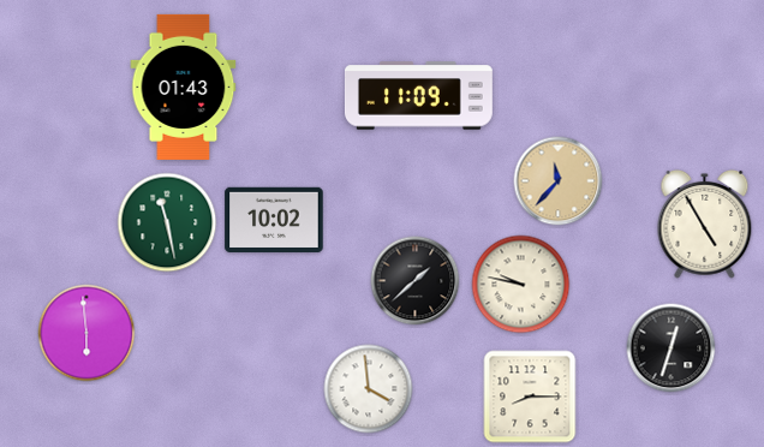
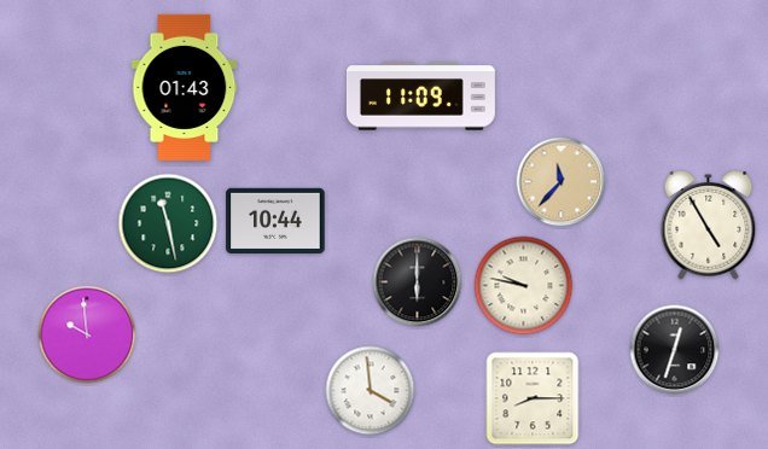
clock at (274, 219): 10:02 -> 10:44
clock at (416, 281): 1:38 -> 6:00
clock at (86, 333): 5:59 -> 9:59
